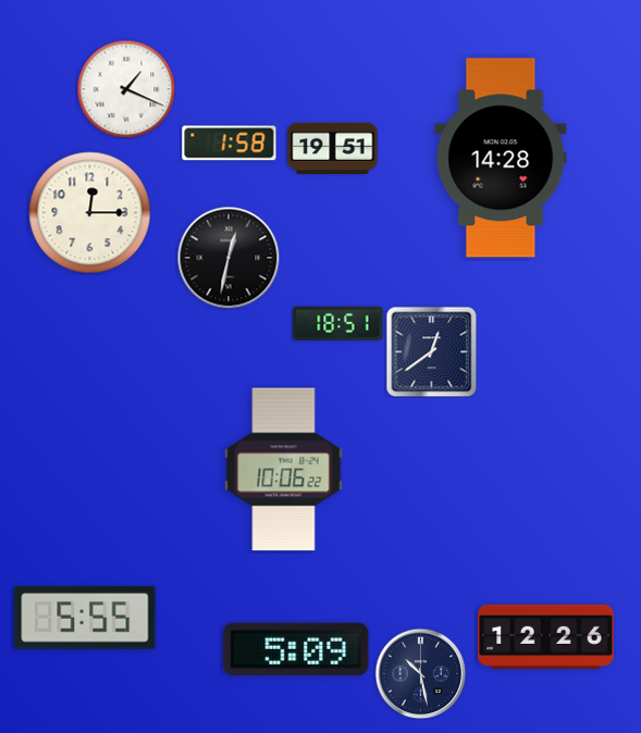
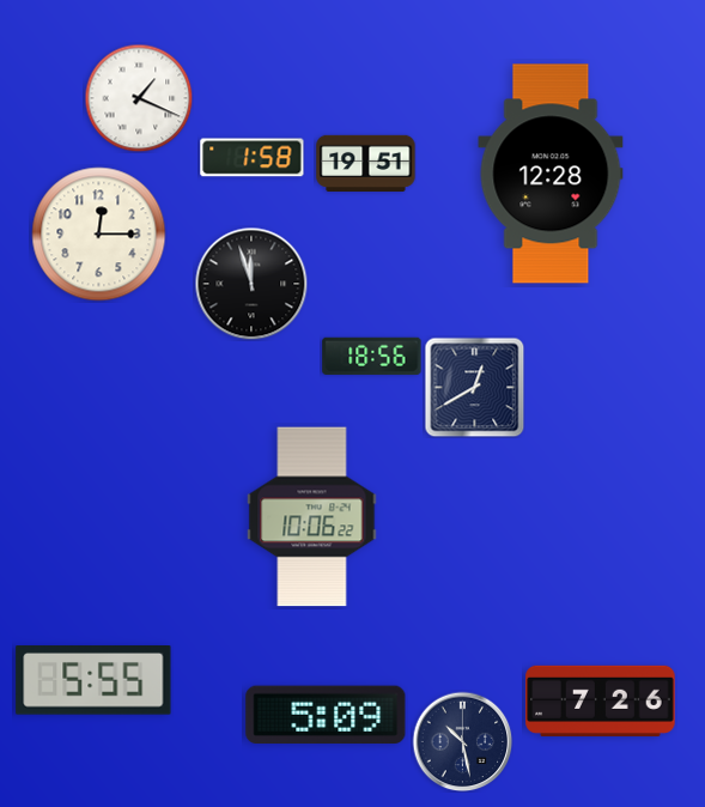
clock at (501, 158): 14:28 -> 12:28
clock at (229, 258): 12:32 -> 11:57
clock at (338, 323): 18:51 -> 18:56
clock at (431, 351): 12:39 -> 12:40
clock at (546, 636): 12:26 -> 7:26
